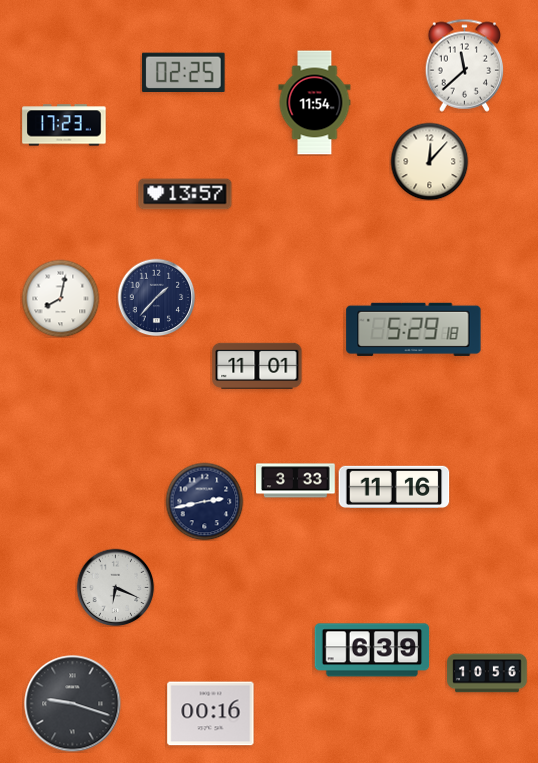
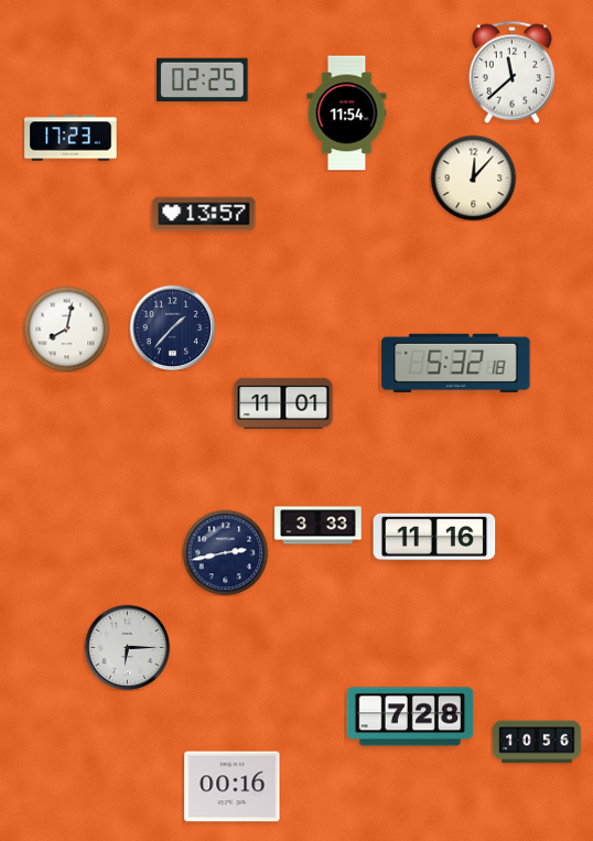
clock at (414, 329): 5:29 -> 5:32
clock at (296, 481) position: (296, 481) -> (319, 526)
clock at (115, 587): 6:19 -> 6:15
clock at (372, 650): 6:39 -> 7:28
clock at (73, 704): 9:18 -> none
